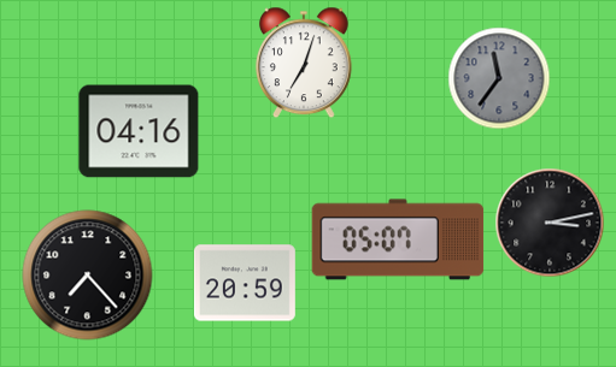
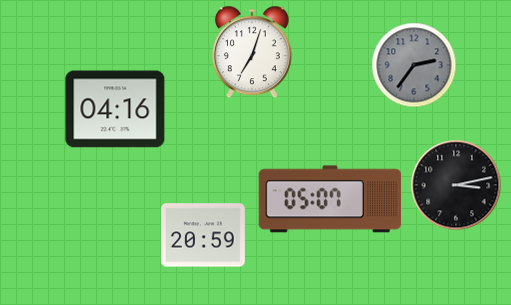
clock at (499, 78): 11:36 -> 2:36
clock at (88, 276): 7:23 -> none
